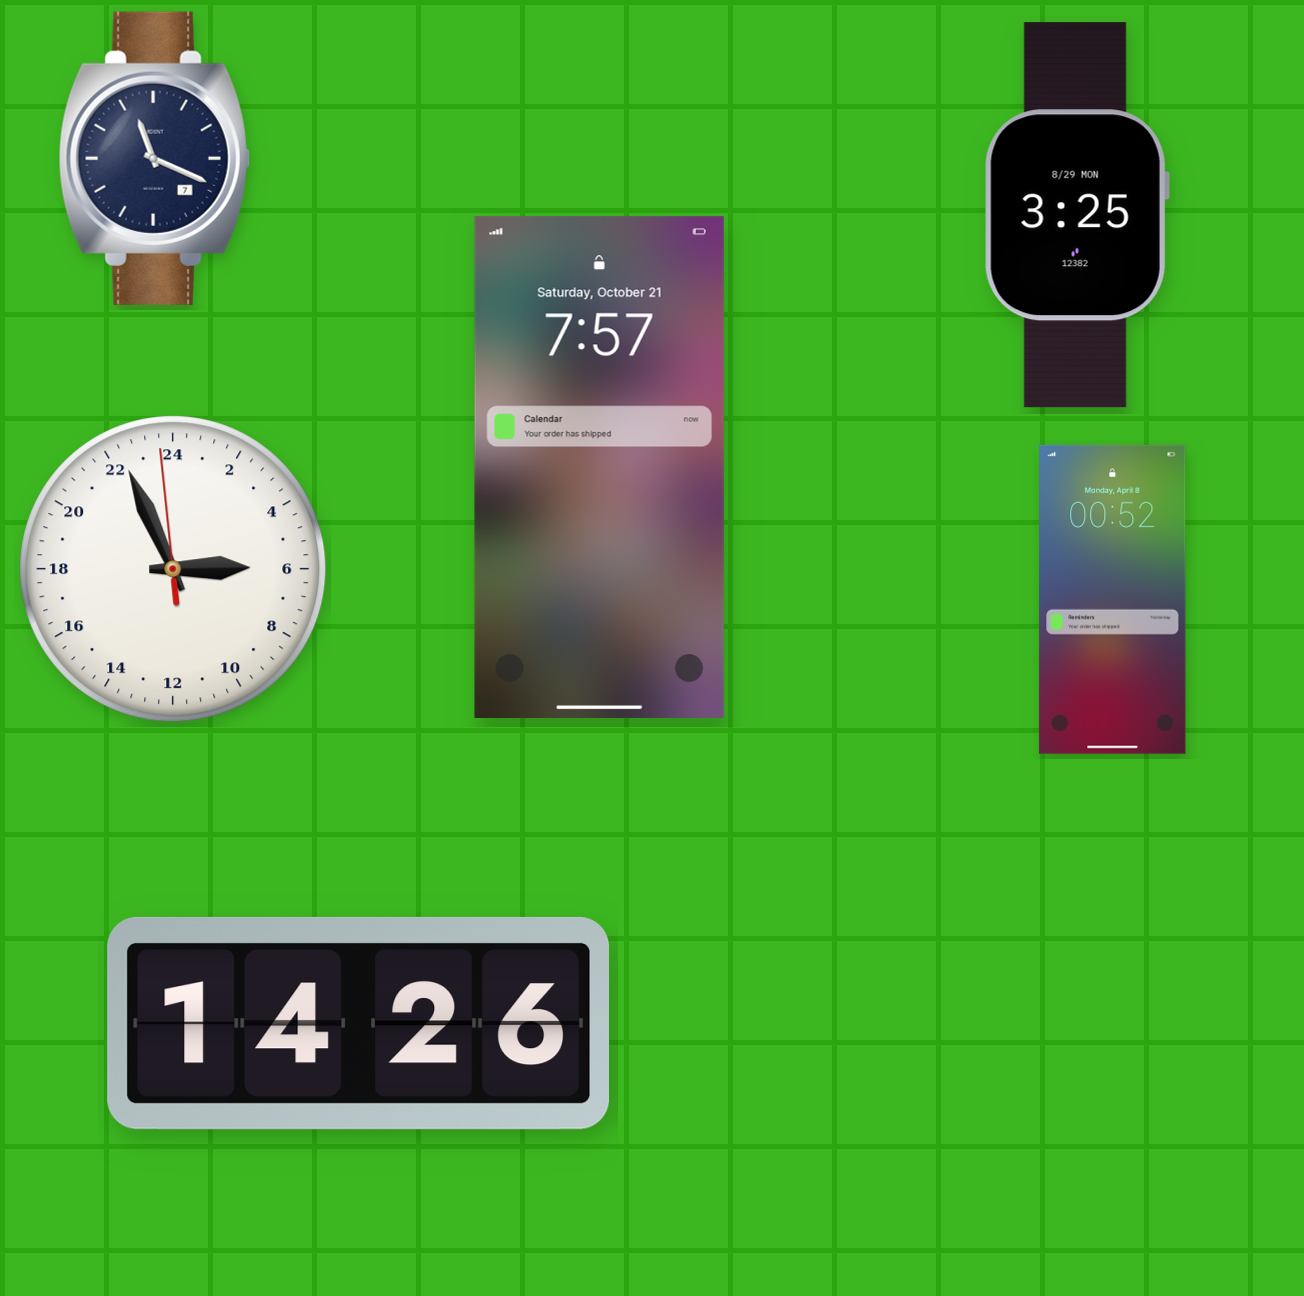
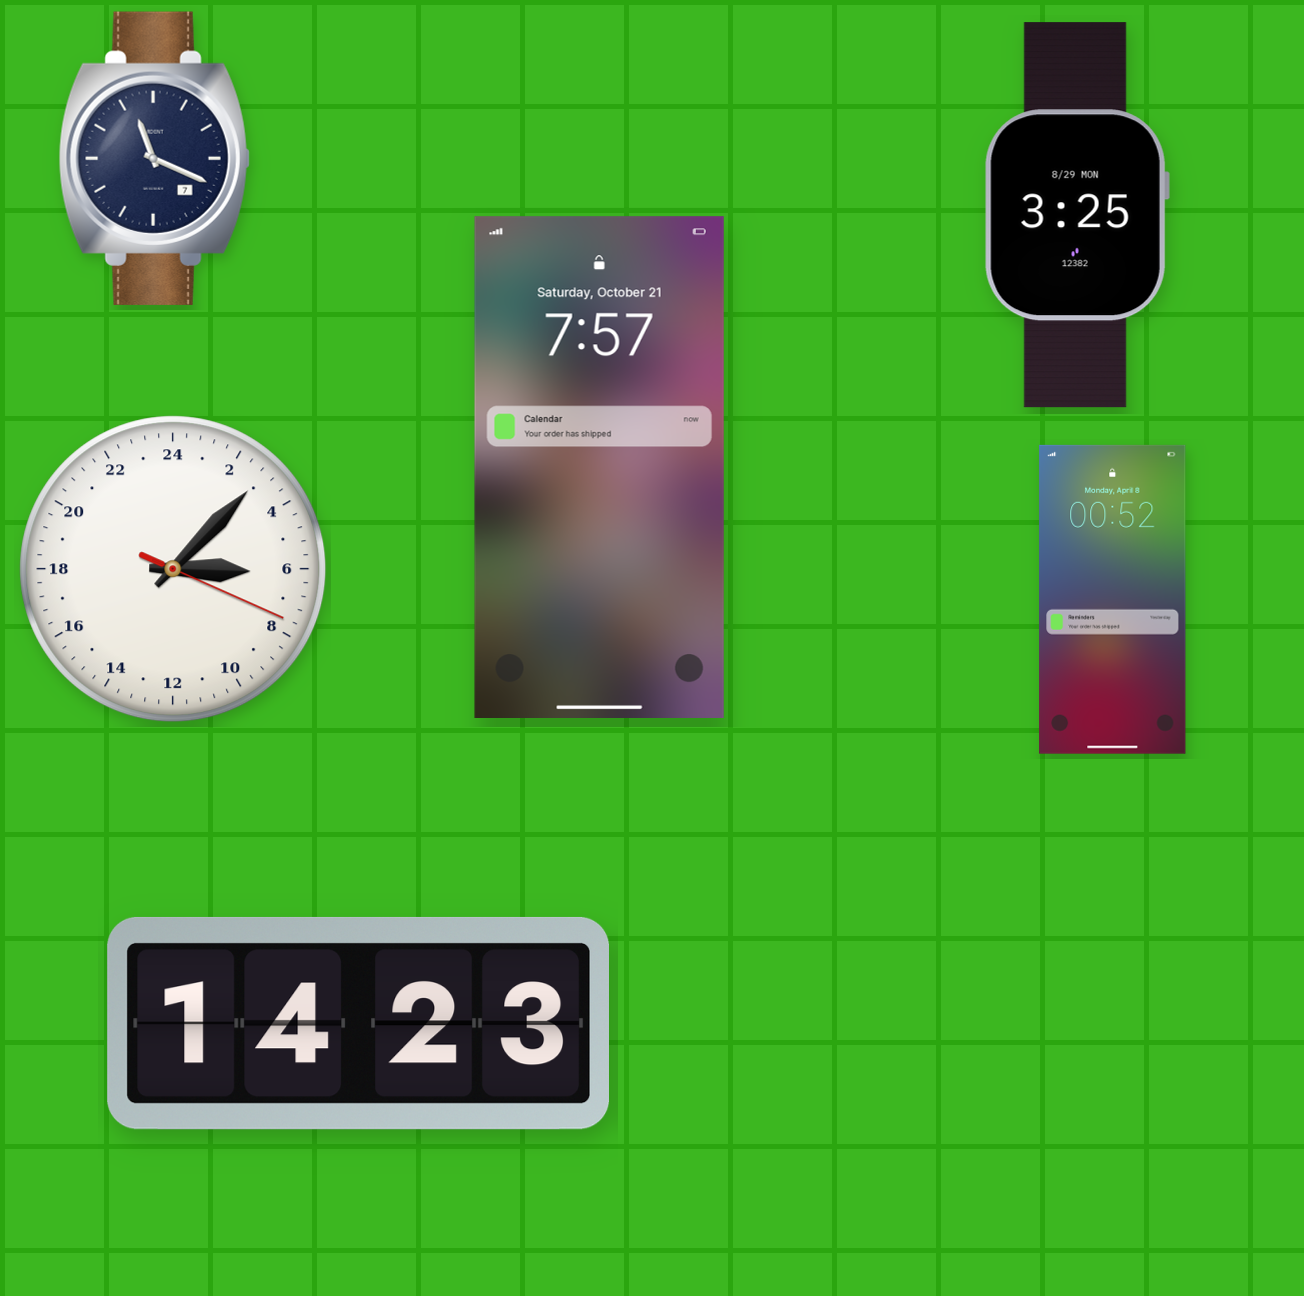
clock at (173, 569): 5:55 -> 6:07
clock at (358, 1023): 14:26 -> 14:23
